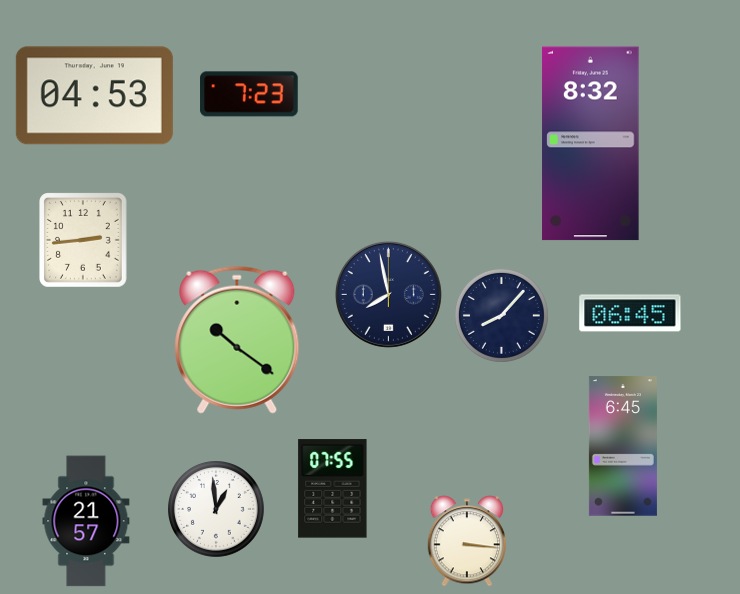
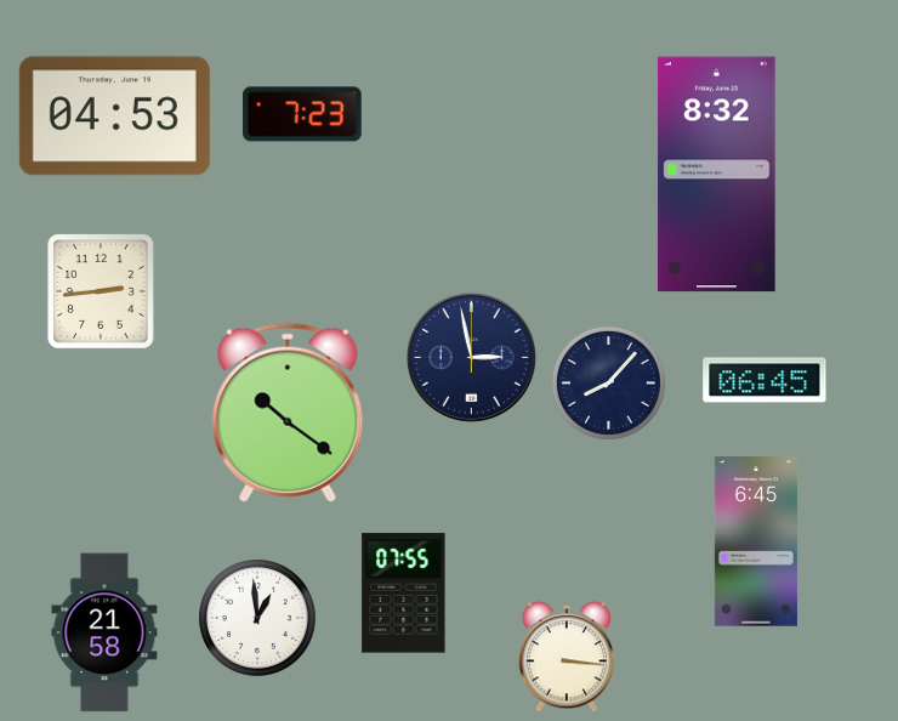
clock at (388, 294): 7:58 -> 2:58
clock at (217, 510) position: (217, 510) -> (258, 619)
clock at (86, 521): 21:57 -> 21:58
